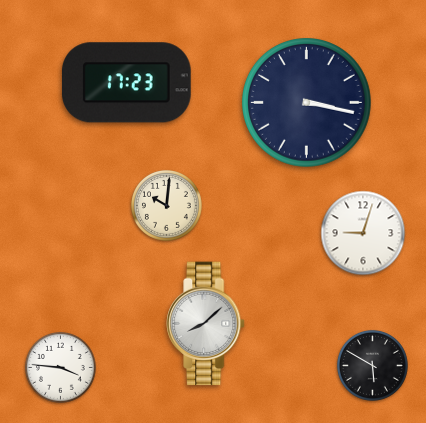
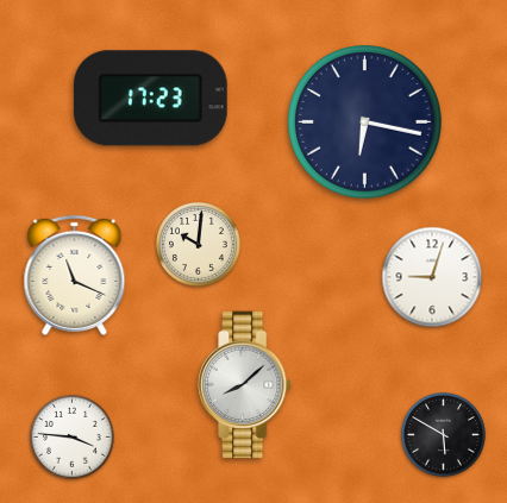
clock at (307, 103): 3:17 -> 6:17
clock at (75, 275): none -> 11:19
